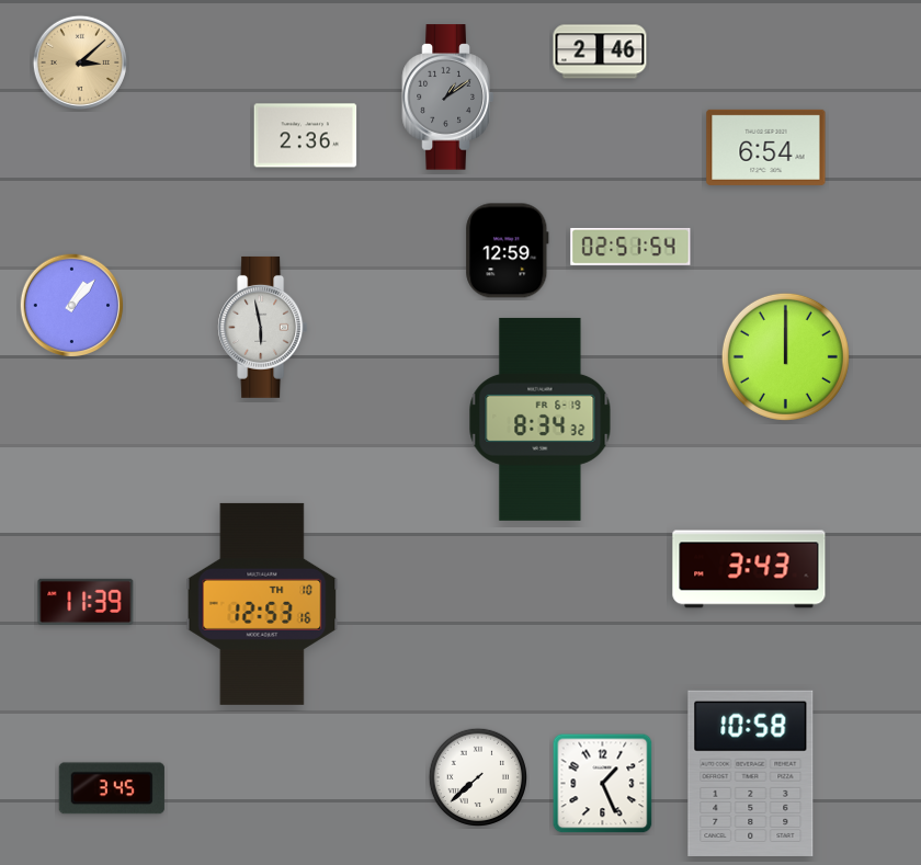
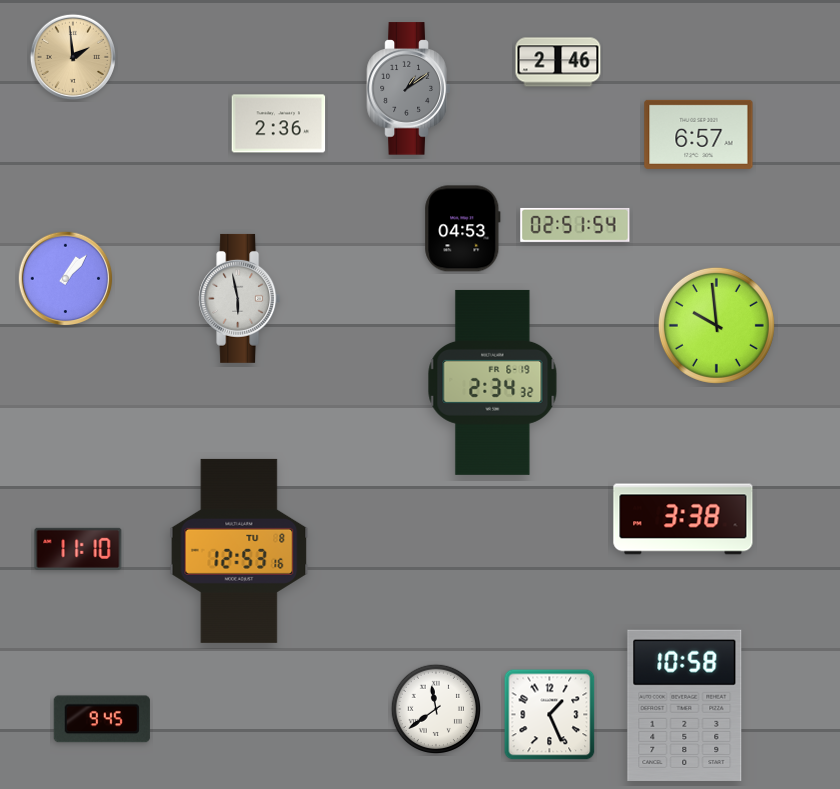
clock at (600, 52) position: (600, 52) -> (558, 62)
clock at (79, 61): 3:08 -> 1:59
clock at (766, 147): 6:54 -> 6:57
clock at (508, 251): 12:59 -> 04:53
clock at (785, 356): 12:00 -> 9:59
clock at (541, 419): 8:34 -> 2:34
clock at (749, 569): 3:43 -> 3:38
clock at (86, 602): 11:39 -> 11:10
clock at (262, 604) date: TH 10 -> TU 8
clock at (478, 777): 7:38 -> 11:39
clock at (112, 788): 3:45 -> 9:45
